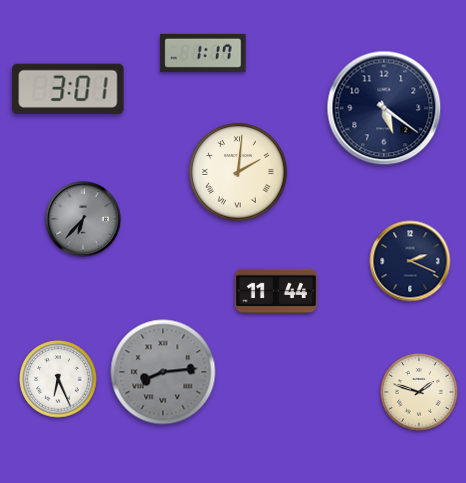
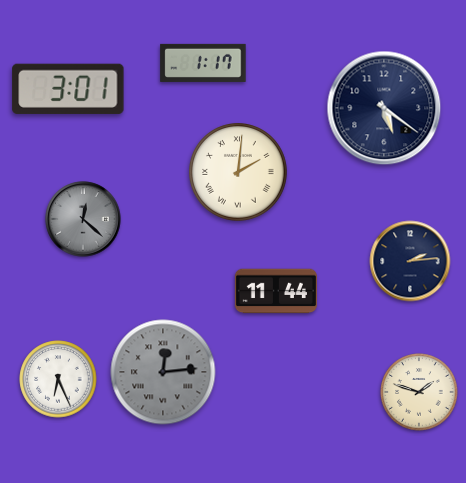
clock at (203, 53) position: (203, 53) -> (203, 63)
clock at (83, 219): 6:37 -> 12:22
clock at (410, 261): 2:19 -> 2:14
clock at (163, 372): 8:14 -> 12:14
